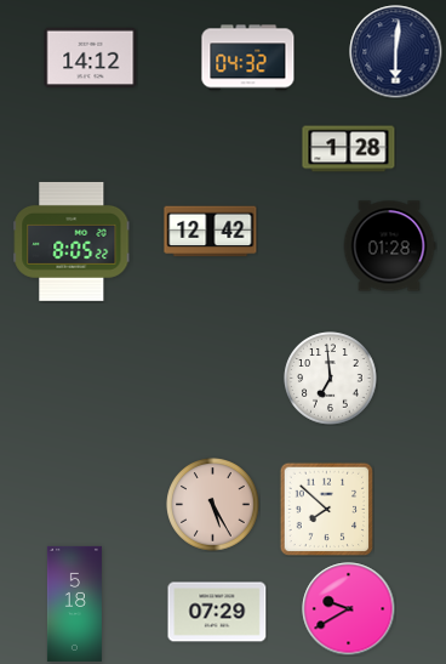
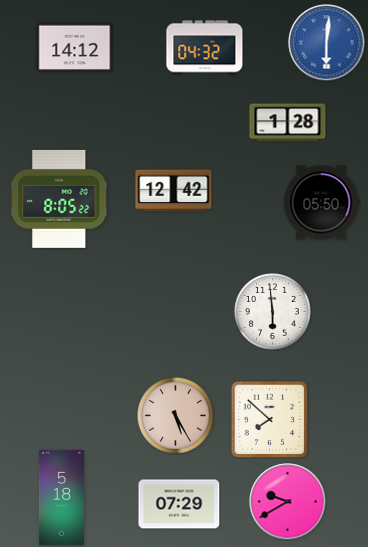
clock at (396, 52) dial: navy -> blue
clock at (389, 246): 01:28 -> 05:50
clock at (331, 379): 6:59 -> 5:59
